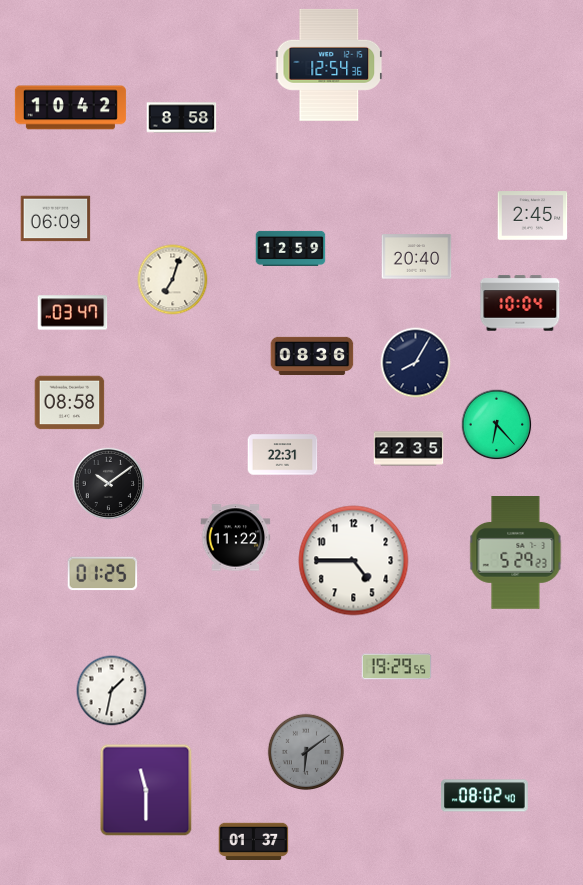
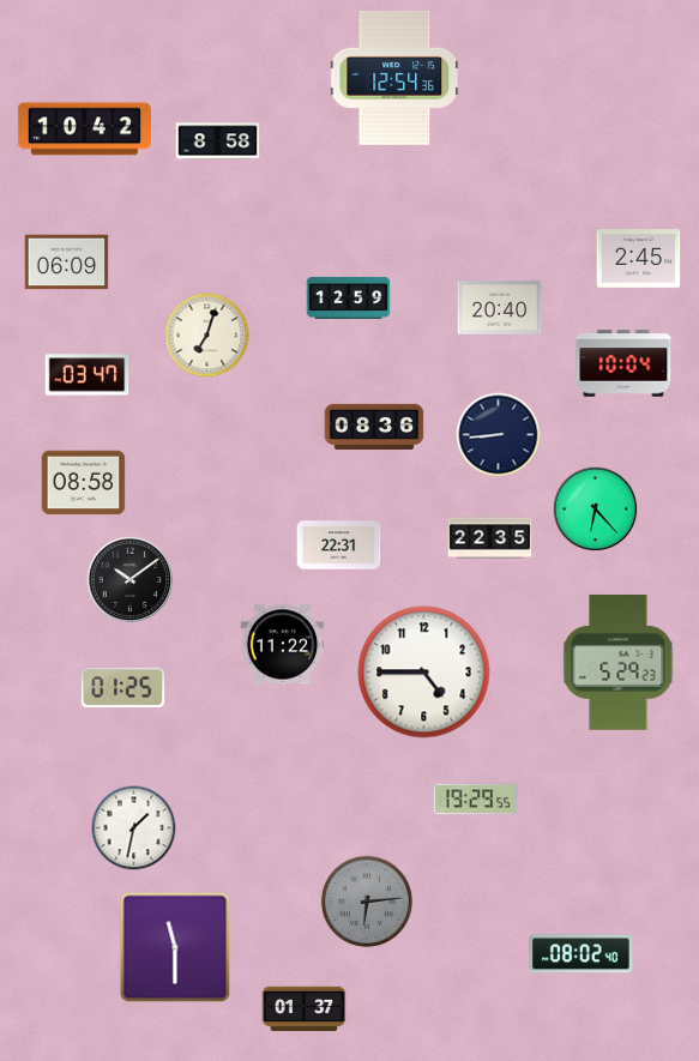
clock at (416, 363): 8:05 -> 8:44
clock at (305, 751): 6:09 -> 6:14
